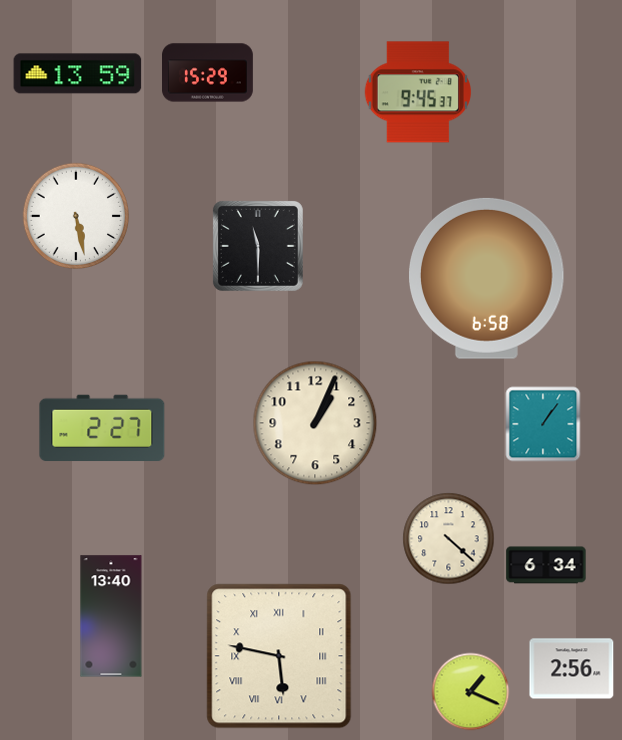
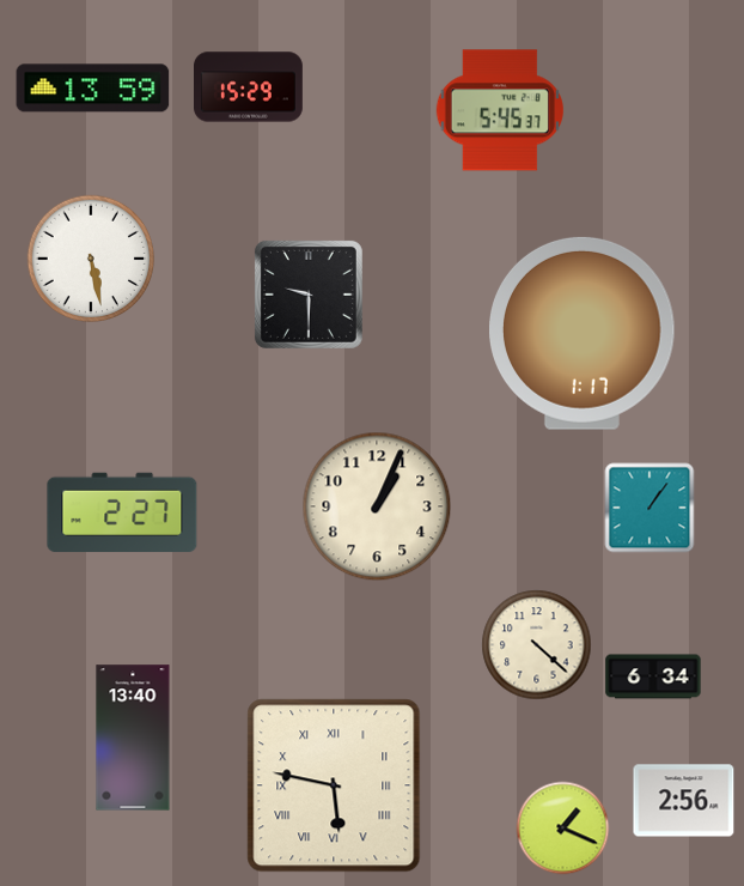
clock at (418, 92): 9:45 -> 5:45
clock at (258, 246): 11:30 -> 9:30
clock at (487, 278): 6:58 -> 1:17
